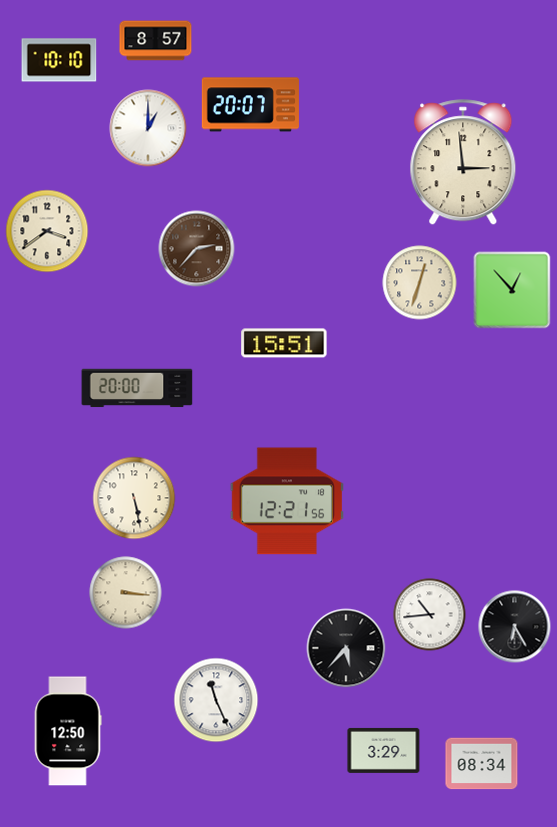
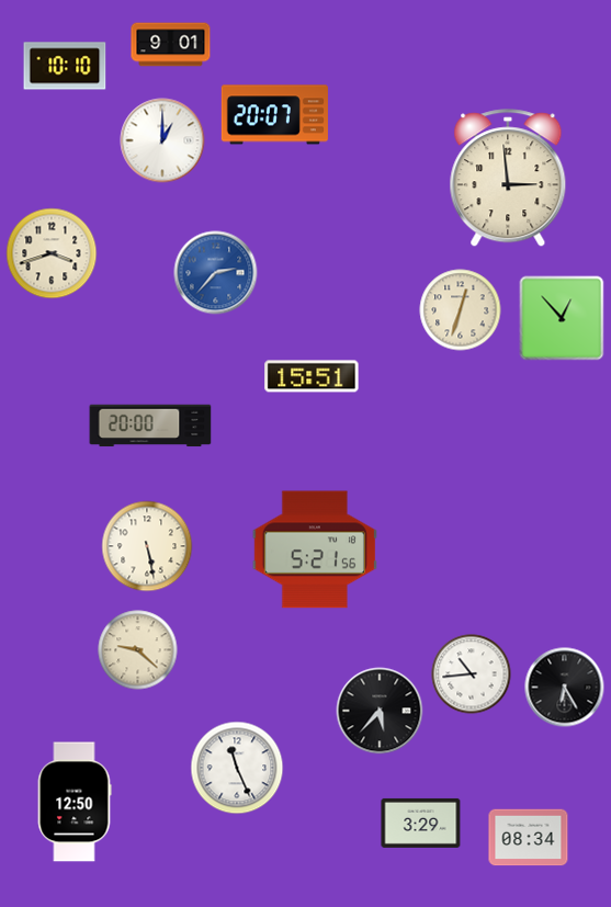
clock at (156, 41): 8:57 -> 9:01
clock at (47, 231): 3:39 -> 3:42
clock at (197, 249) dial: brown -> blue
clock at (287, 501): 12:21 -> 5:21
clock at (126, 593): 3:16 -> 9:22
